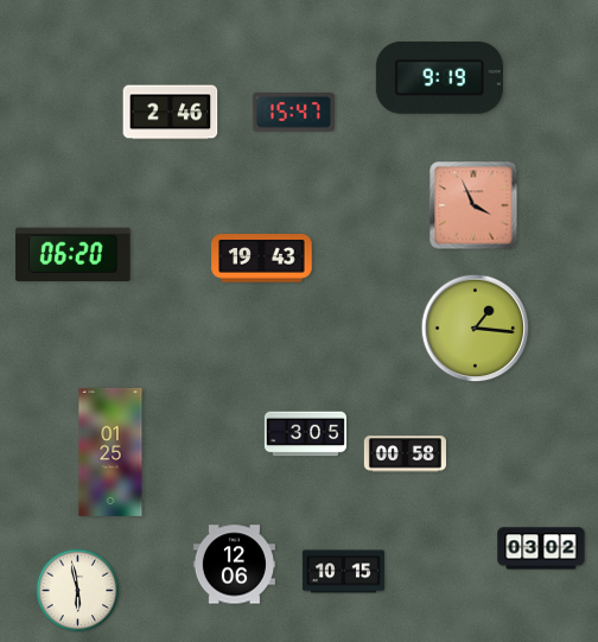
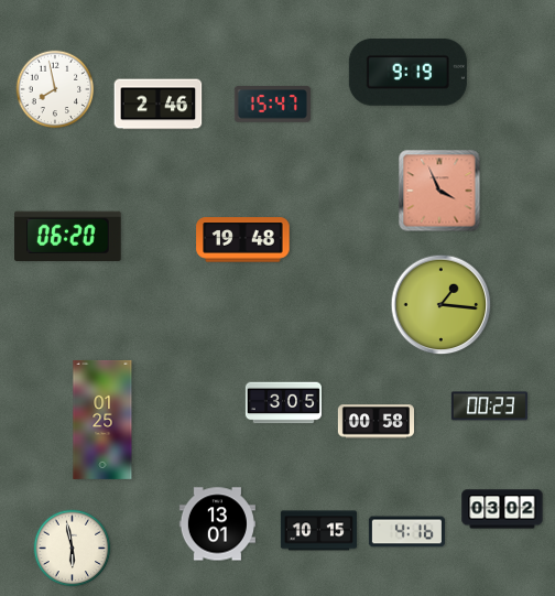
clock at (55, 89): none -> 7:58
clock at (262, 259): 19:43 -> 19:48
clock at (489, 407): none -> 00:23
clock at (234, 565): 12:06 -> 13:01
clock at (406, 532): none -> 4:16
